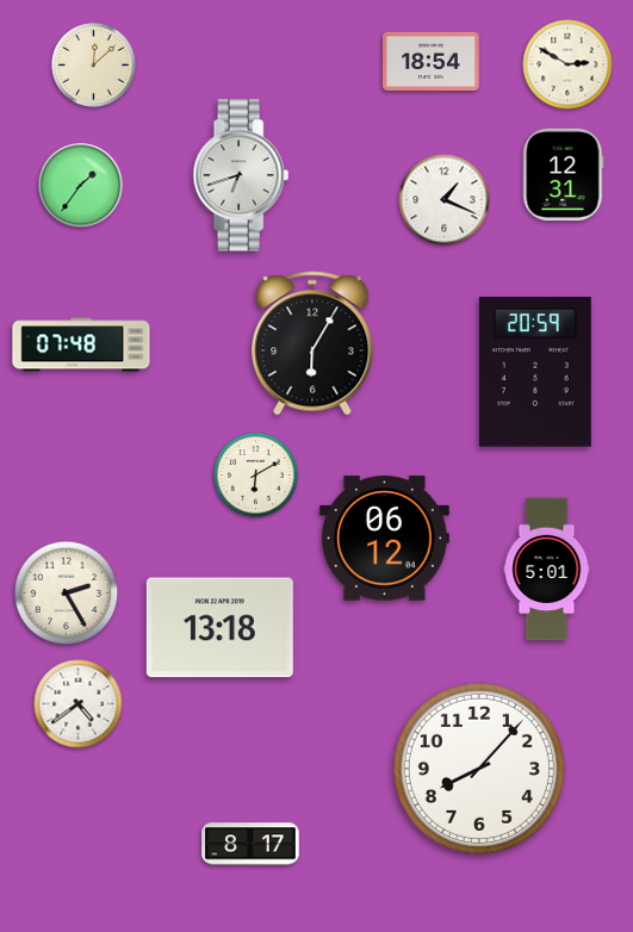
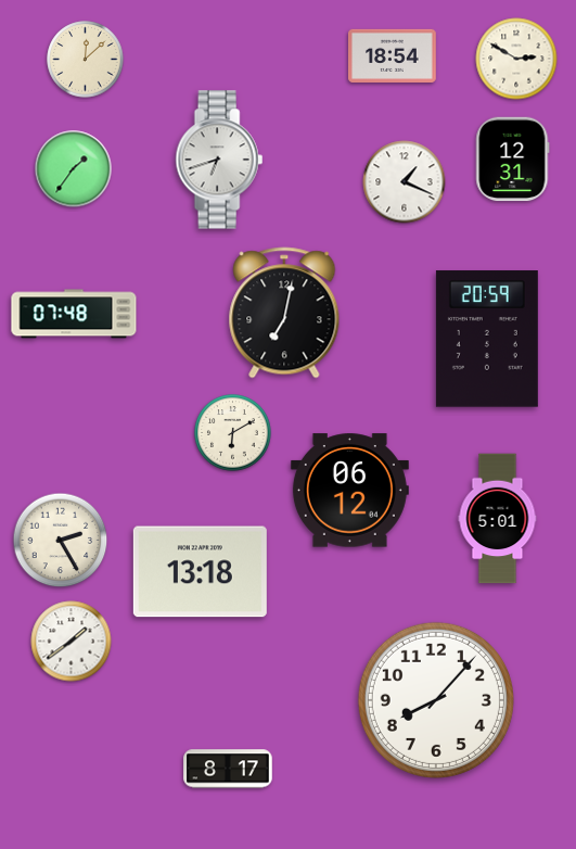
clock at (312, 343): 6:05 -> 7:02
clock at (79, 704): 4:39 -> 1:39
